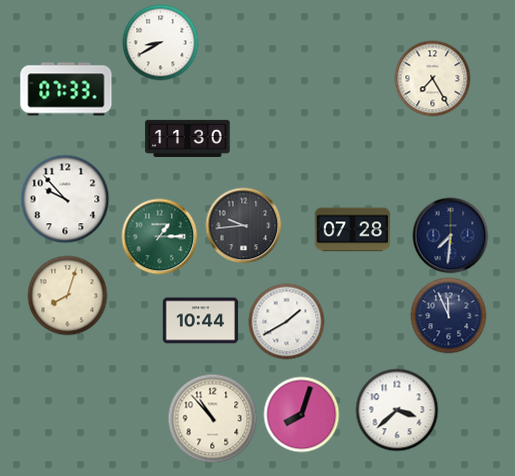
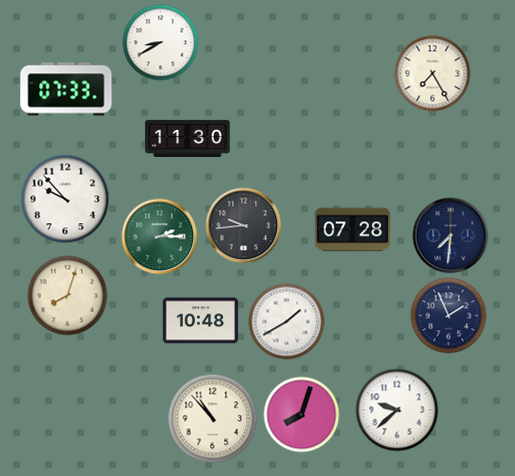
clock at (433, 79) position: (433, 79) -> (433, 74)
clock at (160, 237): 1:15 -> 2:15
clock at (449, 316): 11:56 -> 1:56
clock at (201, 321): 10:44 -> 10:48
clock at (397, 410): 3:38 -> 9:38
